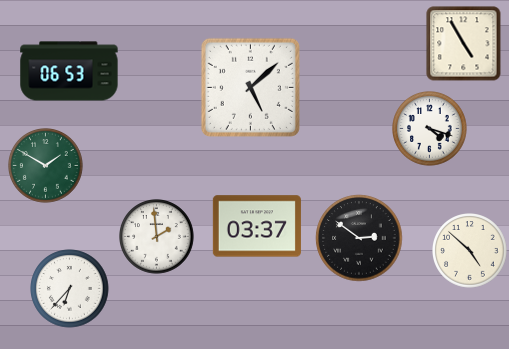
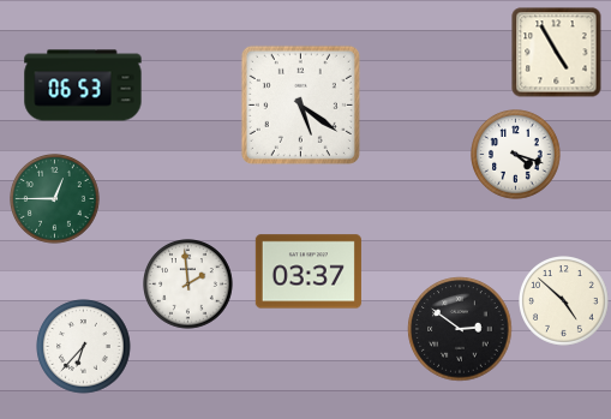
clock at (250, 87): 5:08 -> 5:21
clock at (46, 166): 1:50 -> 12:45
clock at (359, 238) position: (359, 238) -> (460, 329)
